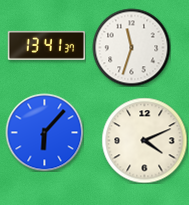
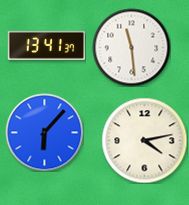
clock at (131, 47): 11:33 -> 11:29
clock at (144, 140): 4:11 -> 4:13
